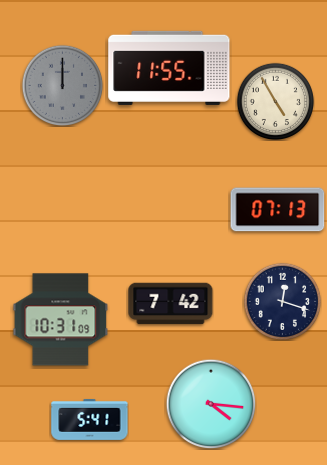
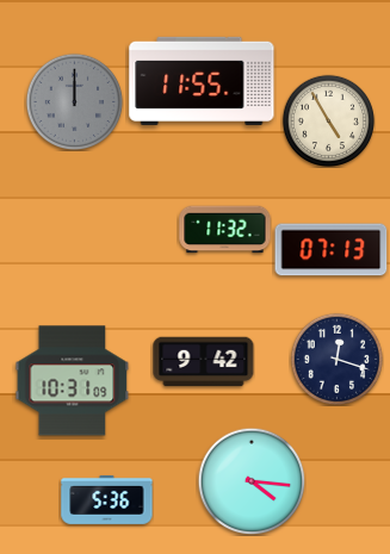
clock at (225, 230): none -> 11:32
clock at (171, 304): 7:42 -> 9:42
clock at (90, 419): 5:41 -> 5:36
